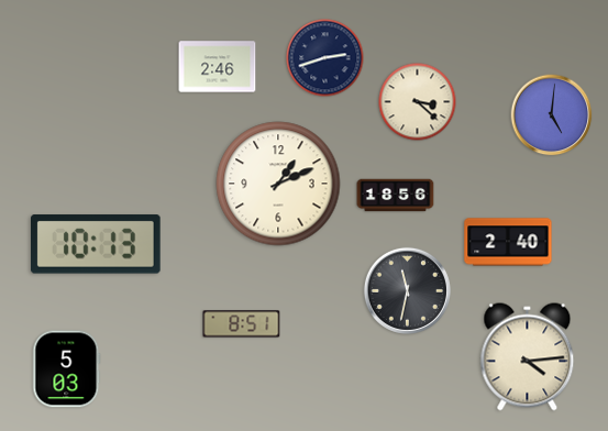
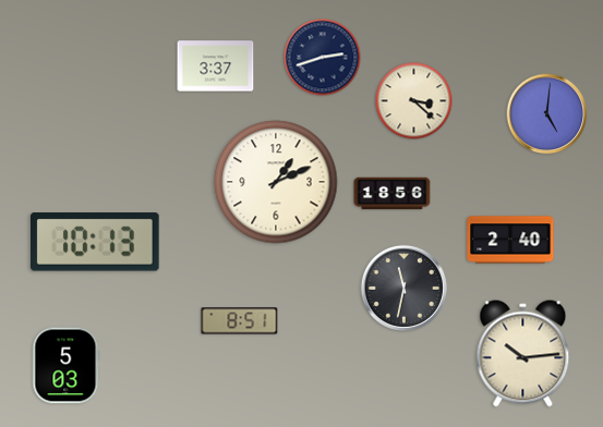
clock at (218, 67): 2:46 -> 3:37
clock at (508, 242) position: (508, 242) -> (510, 240)
clock at (528, 357): 4:14 -> 10:14
